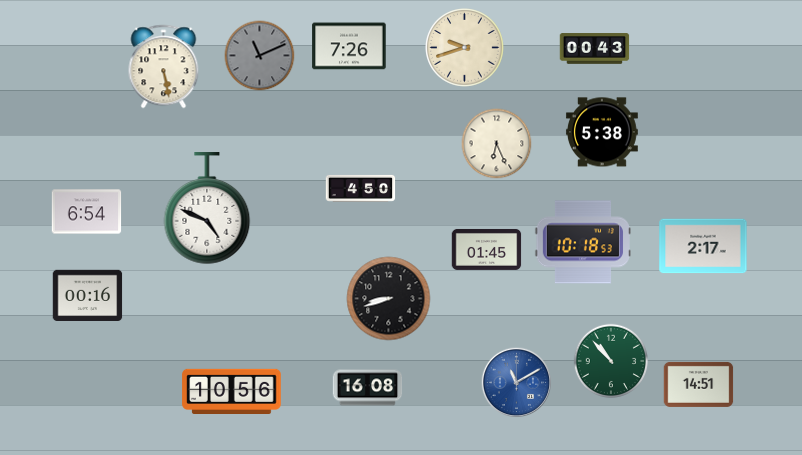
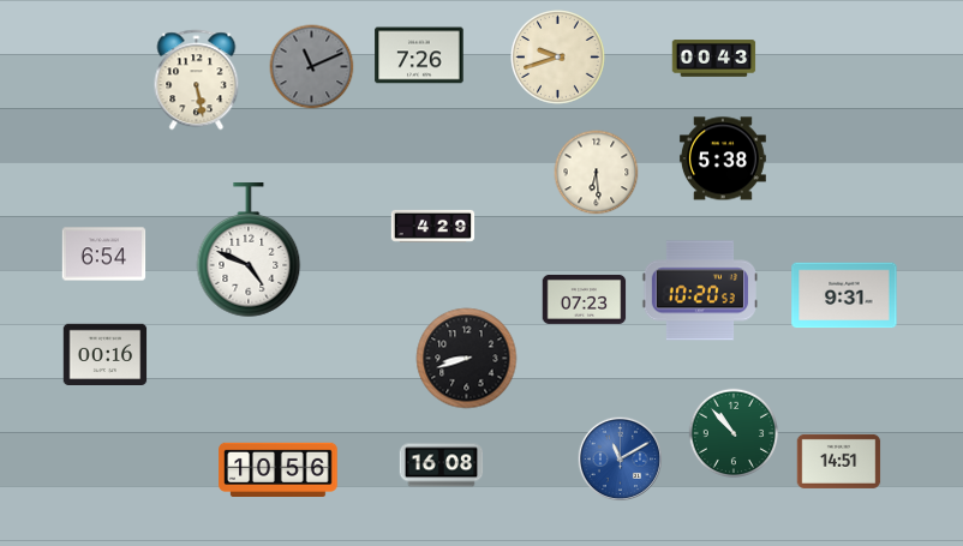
clock at (497, 144): 6:26 -> 6:29
clock at (361, 188): 4:50 -> 4:29
clock at (583, 242): 10:18 -> 10:20
clock at (703, 246): 2:17 -> 9:31
clock at (487, 249): 01:45 -> 07:23
